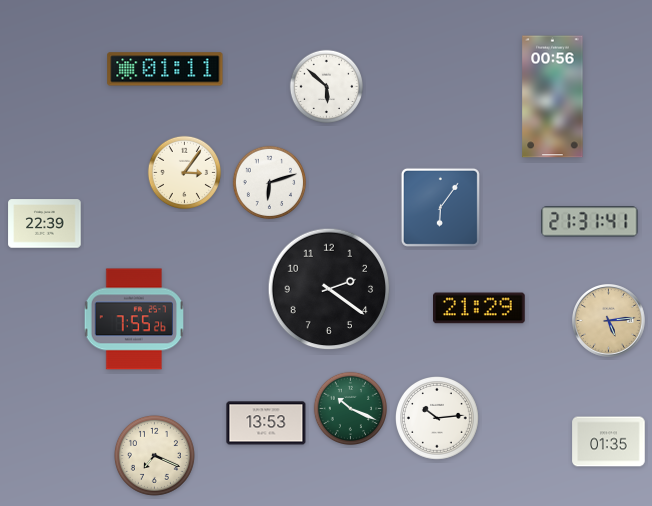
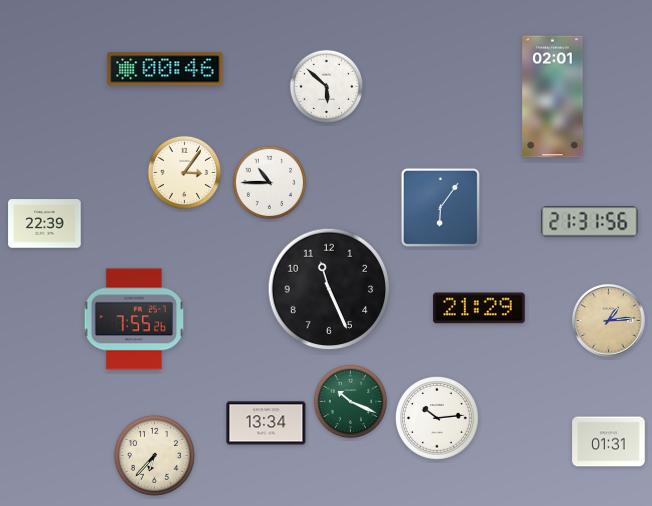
clock at (165, 69): 01:11 -> 00:46
clock at (553, 97): 00:56 -> 02:01
clock at (270, 183): 6:12 -> 10:45
clock at (590, 222): 21:31:41 -> 21:31:56
clock at (329, 289): 2:21 -> 11:26
clock at (609, 321): 5:14 -> 1:14
clock at (351, 409) position: (351, 409) -> (351, 402)
clock at (266, 423): 13:53 -> 13:34
clock at (609, 442): 01:35 -> 01:31
clock at (154, 455): 7:19 -> 6:37
